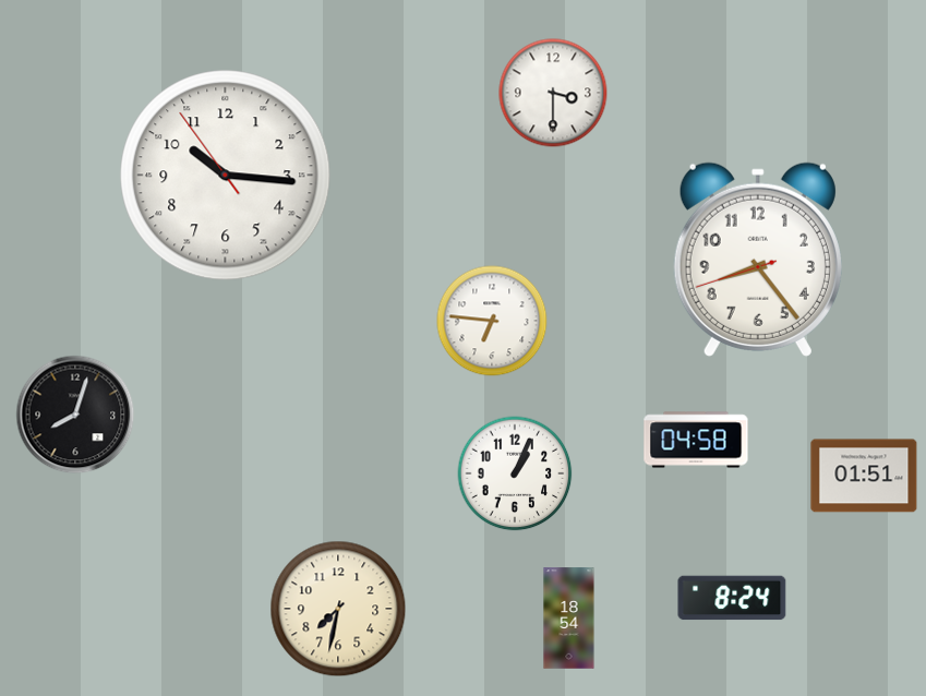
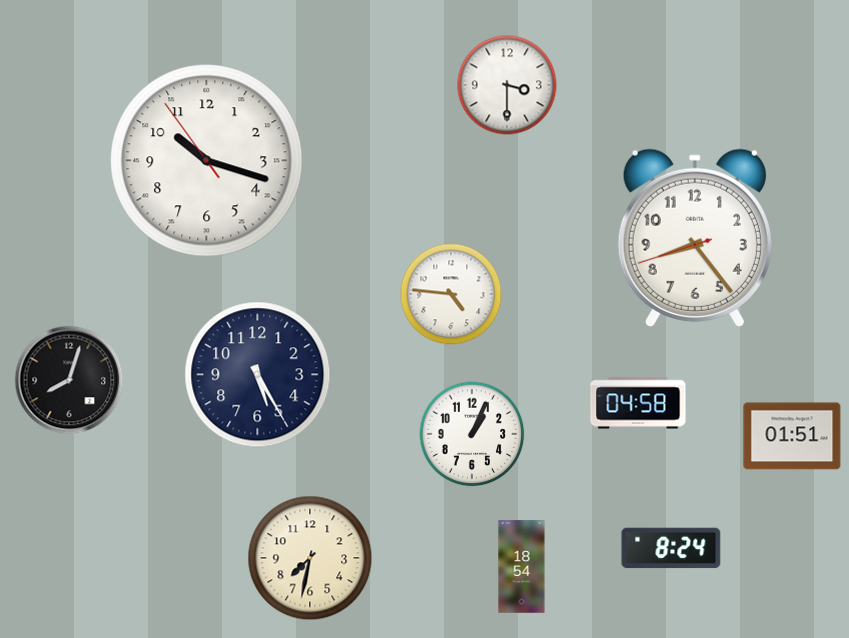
clock at (226, 176): 10:15 -> 10:17
clock at (492, 321): 6:46 -> 4:46
clock at (258, 375): none -> 5:25
